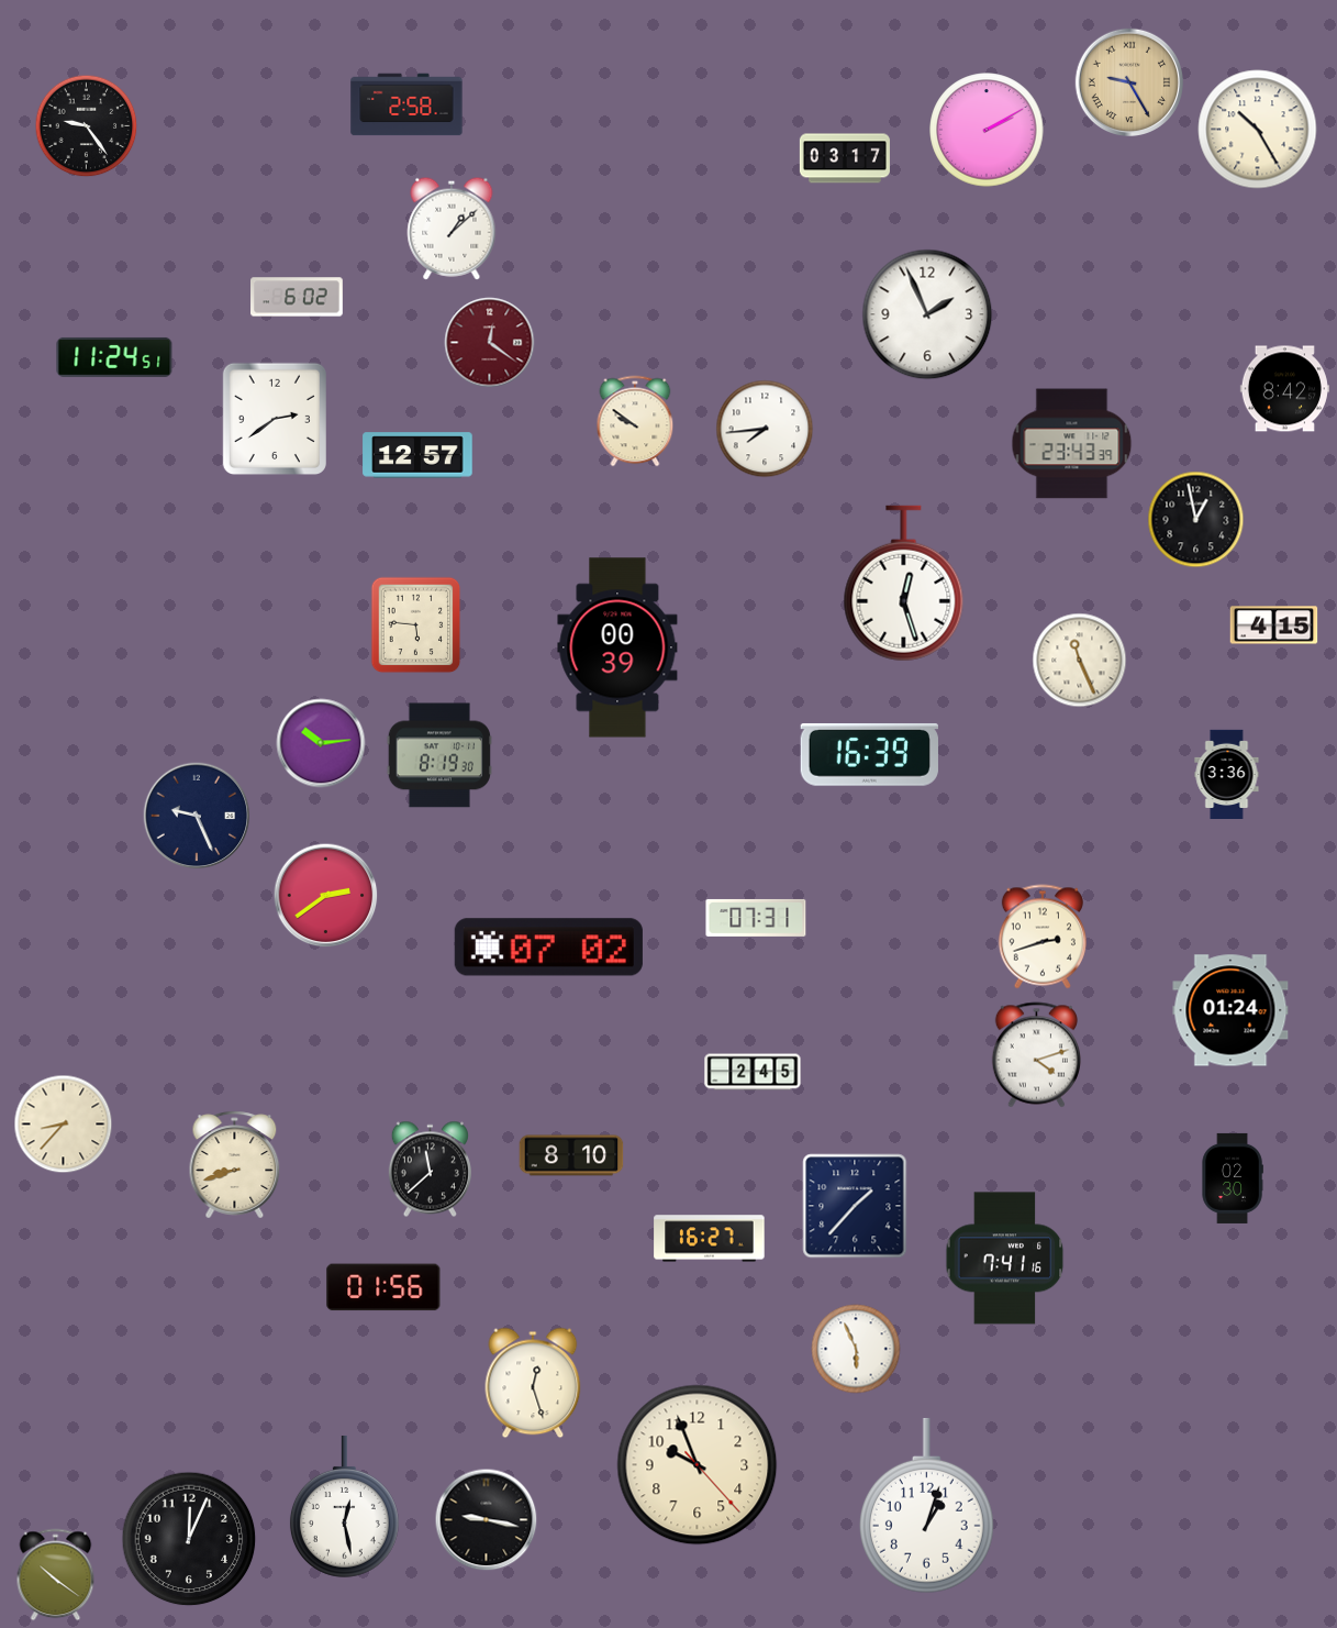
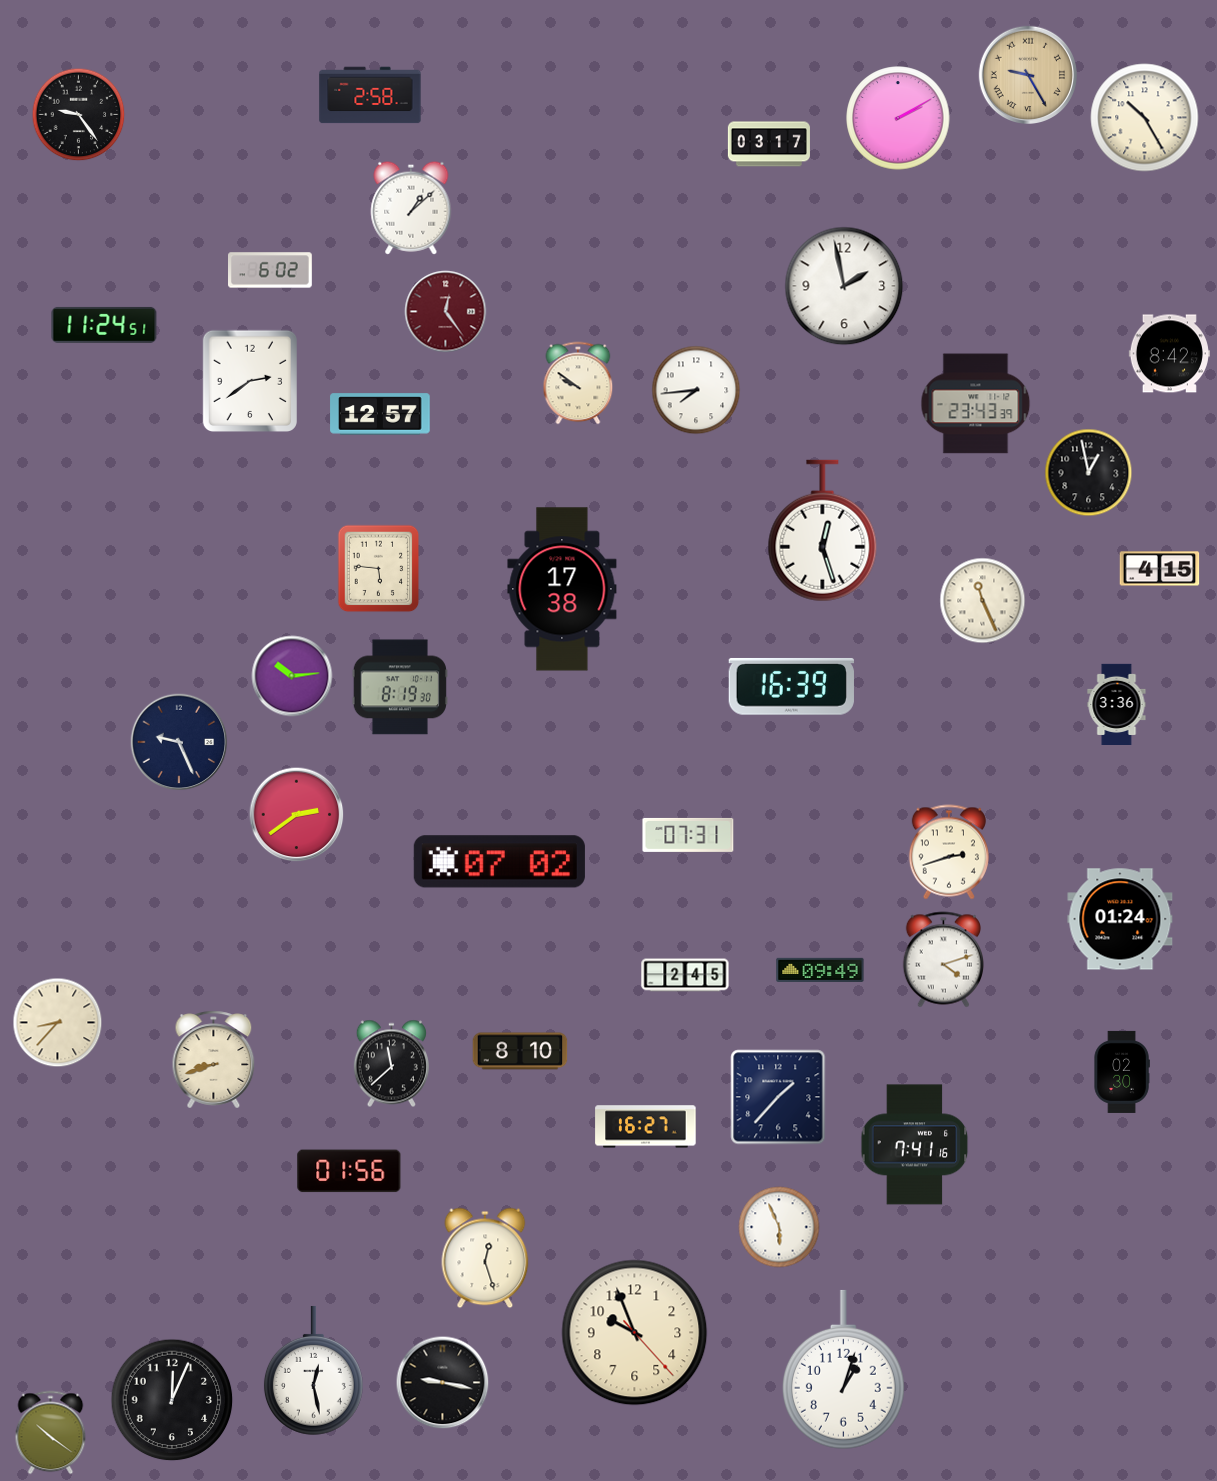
clock at (927, 314): 1:56 -> 1:58
clock at (490, 343): 12:21 -> 12:24
clock at (617, 647): 00:39 -> 17:38
clock at (820, 970): none -> 09:49
